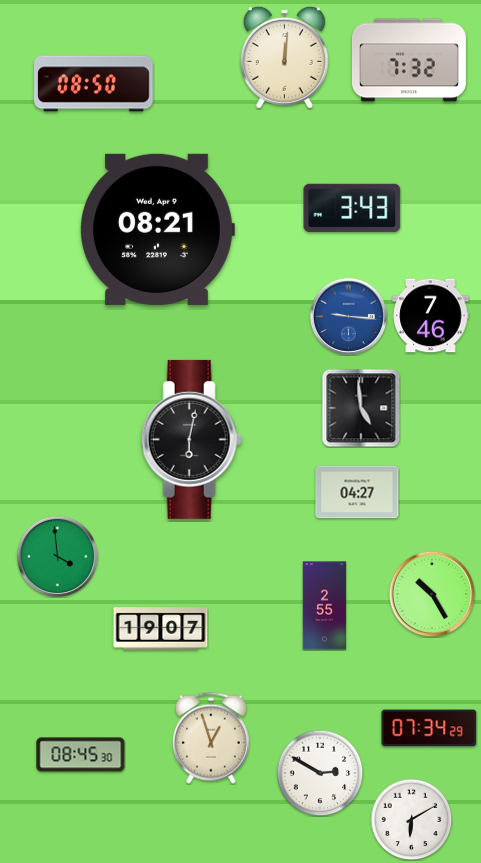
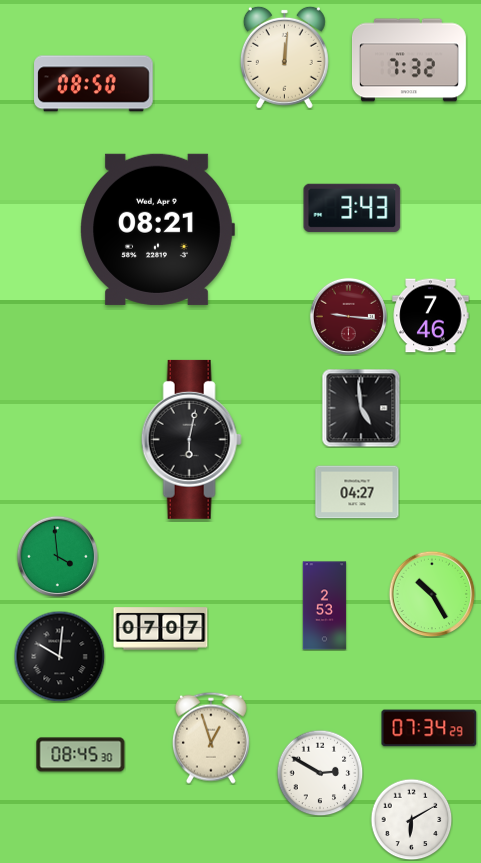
clock at (348, 316) dial: blue -> burgundy
clock at (325, 606): 2:55 -> 2:53
clock at (161, 629): 19:07 -> 07:07
clock at (59, 656): none -> 10:01
